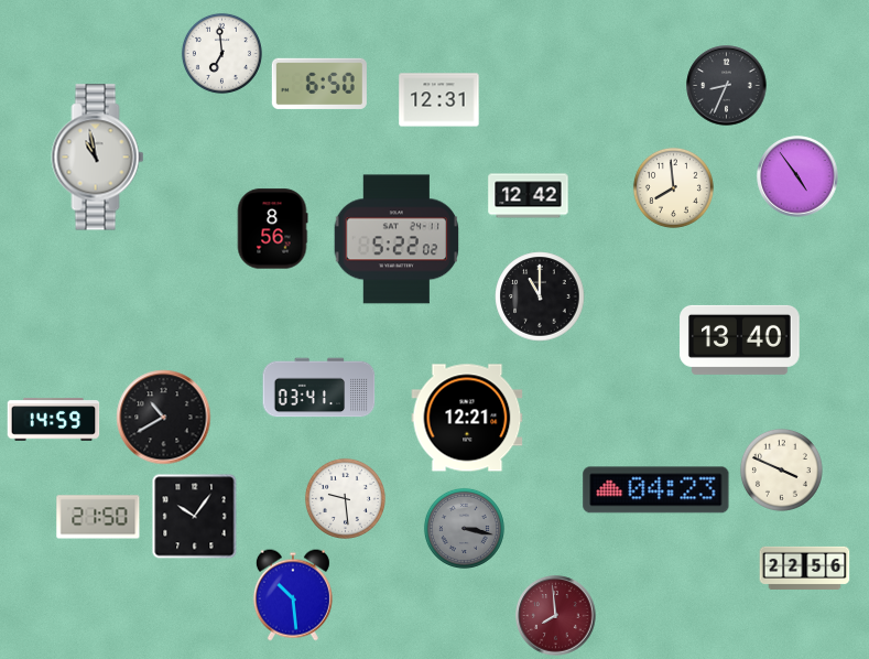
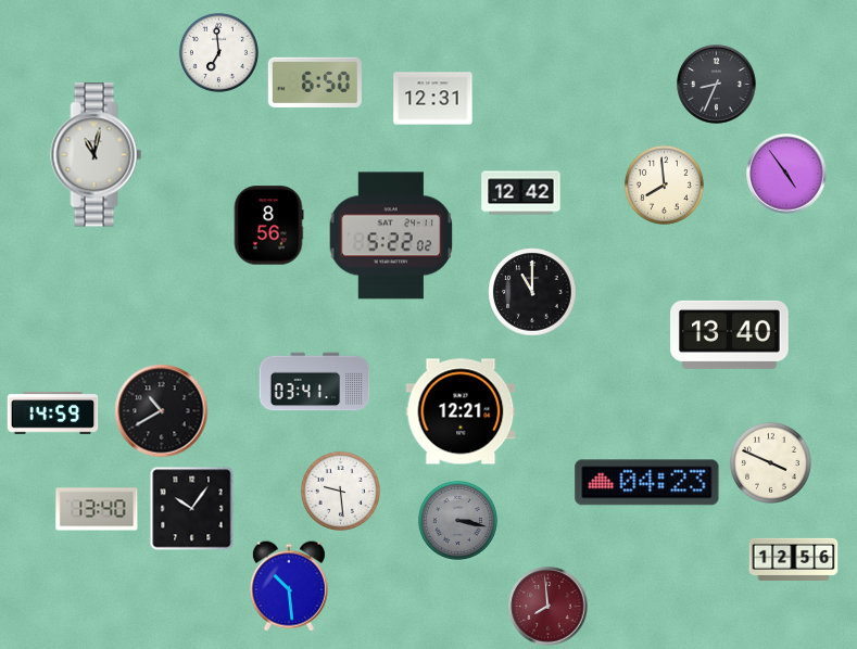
clock at (98, 158): 10:58 -> 11:02
clock at (98, 517): 21:50 -> 13:40
clock at (805, 568): 22:56 -> 12:56
